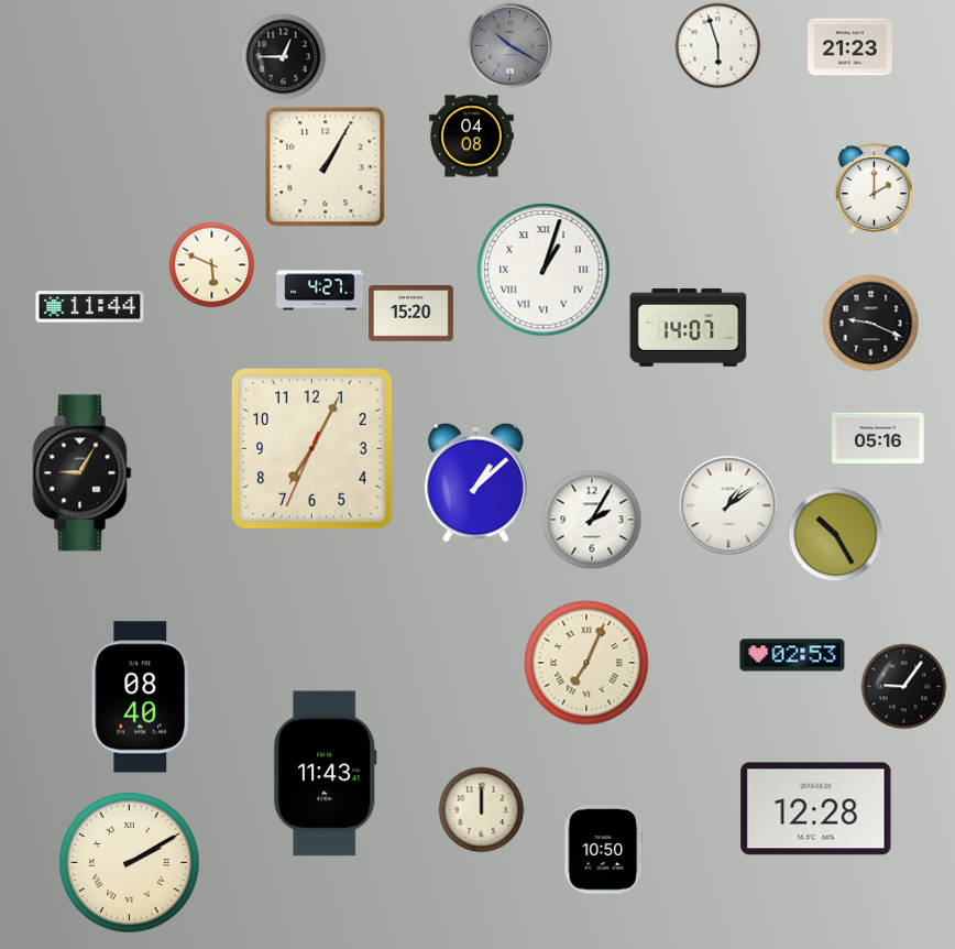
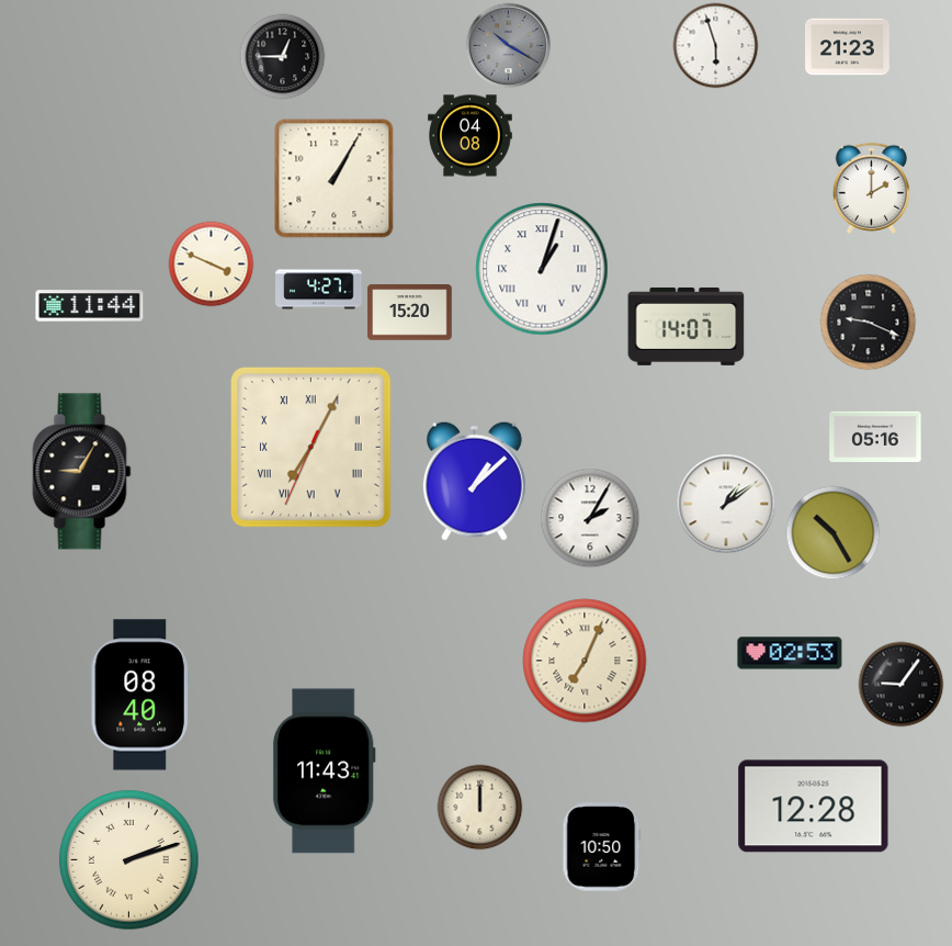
clock at (326, 167) position: (326, 167) -> (335, 179)
clock at (211, 264): 5:49 -> 3:49
clock at (312, 449) numerals: Arabic -> Roman
clock at (130, 863): 2:10 -> 2:12
